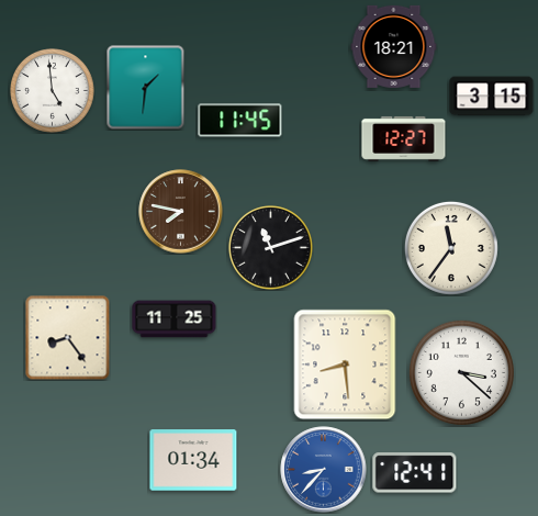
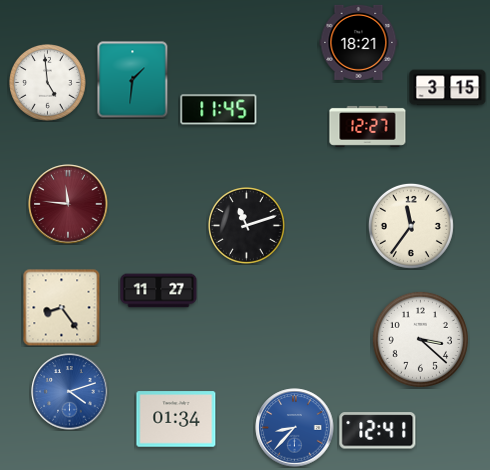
clock at (181, 212): 7:47 -> none
clock at (68, 204): none -> 11:46
clock at (175, 319): 11:25 -> 11:27
clock at (345, 364): 8:29 -> none
clock at (70, 392): none -> 4:12
